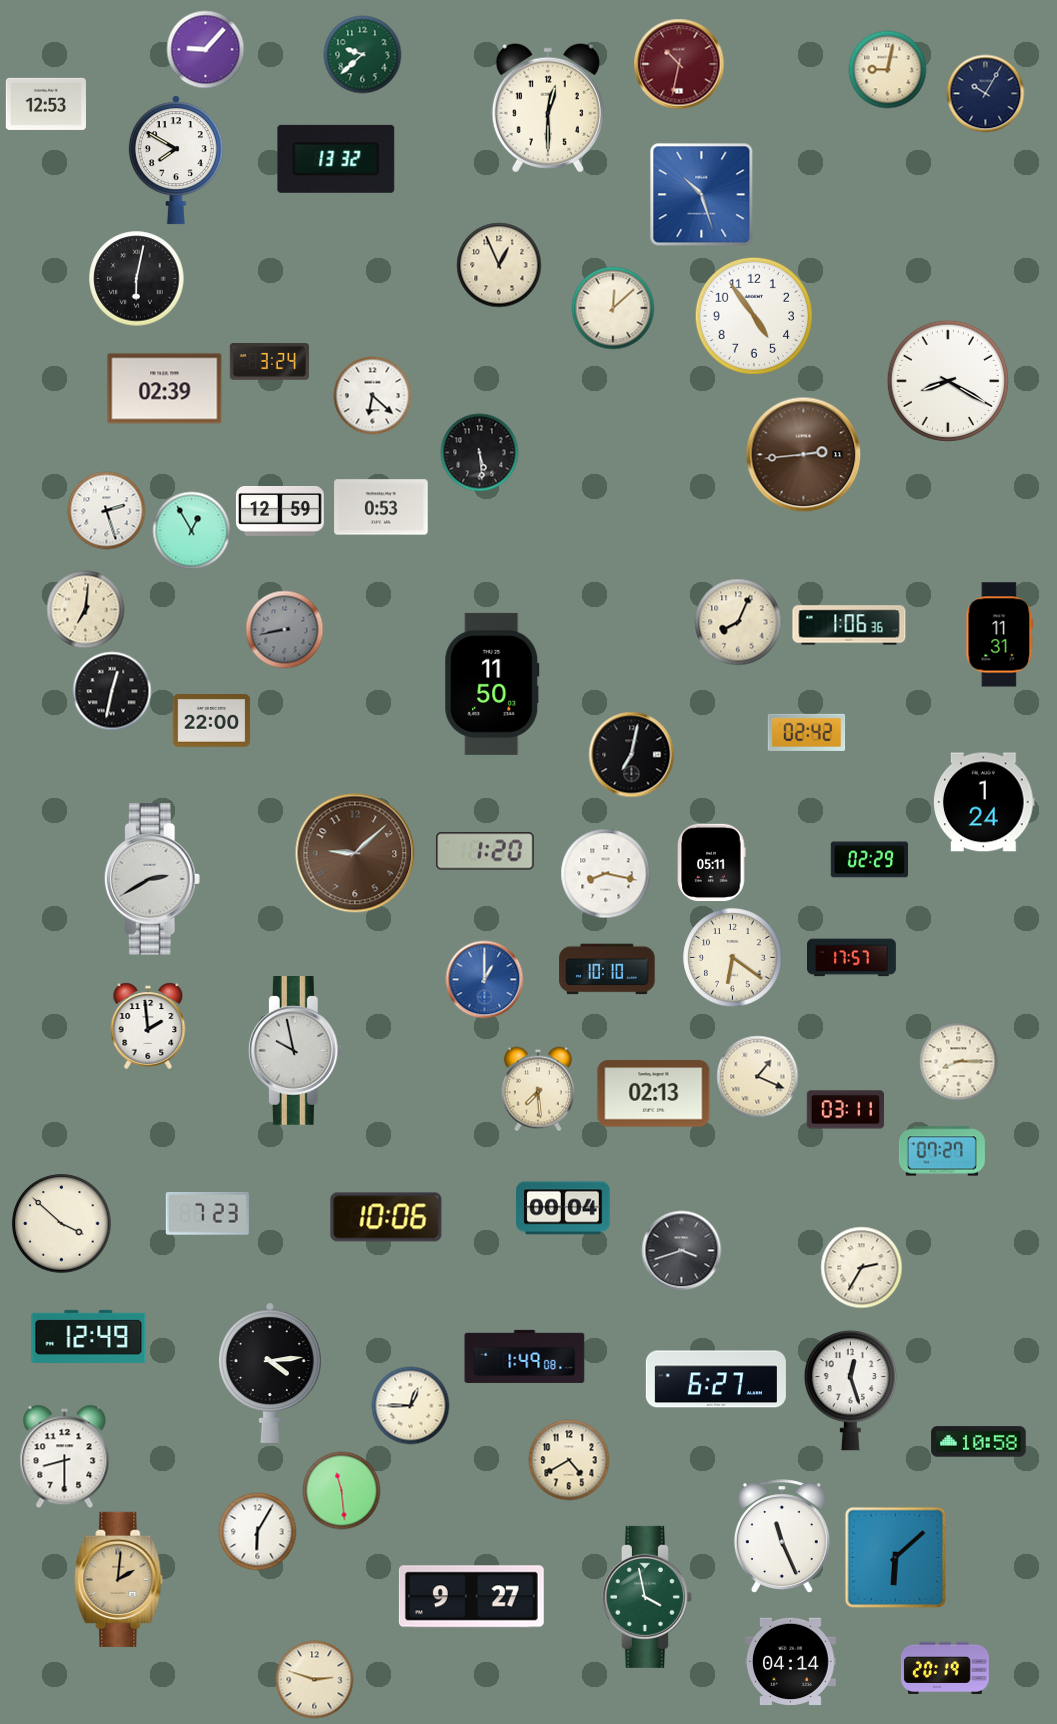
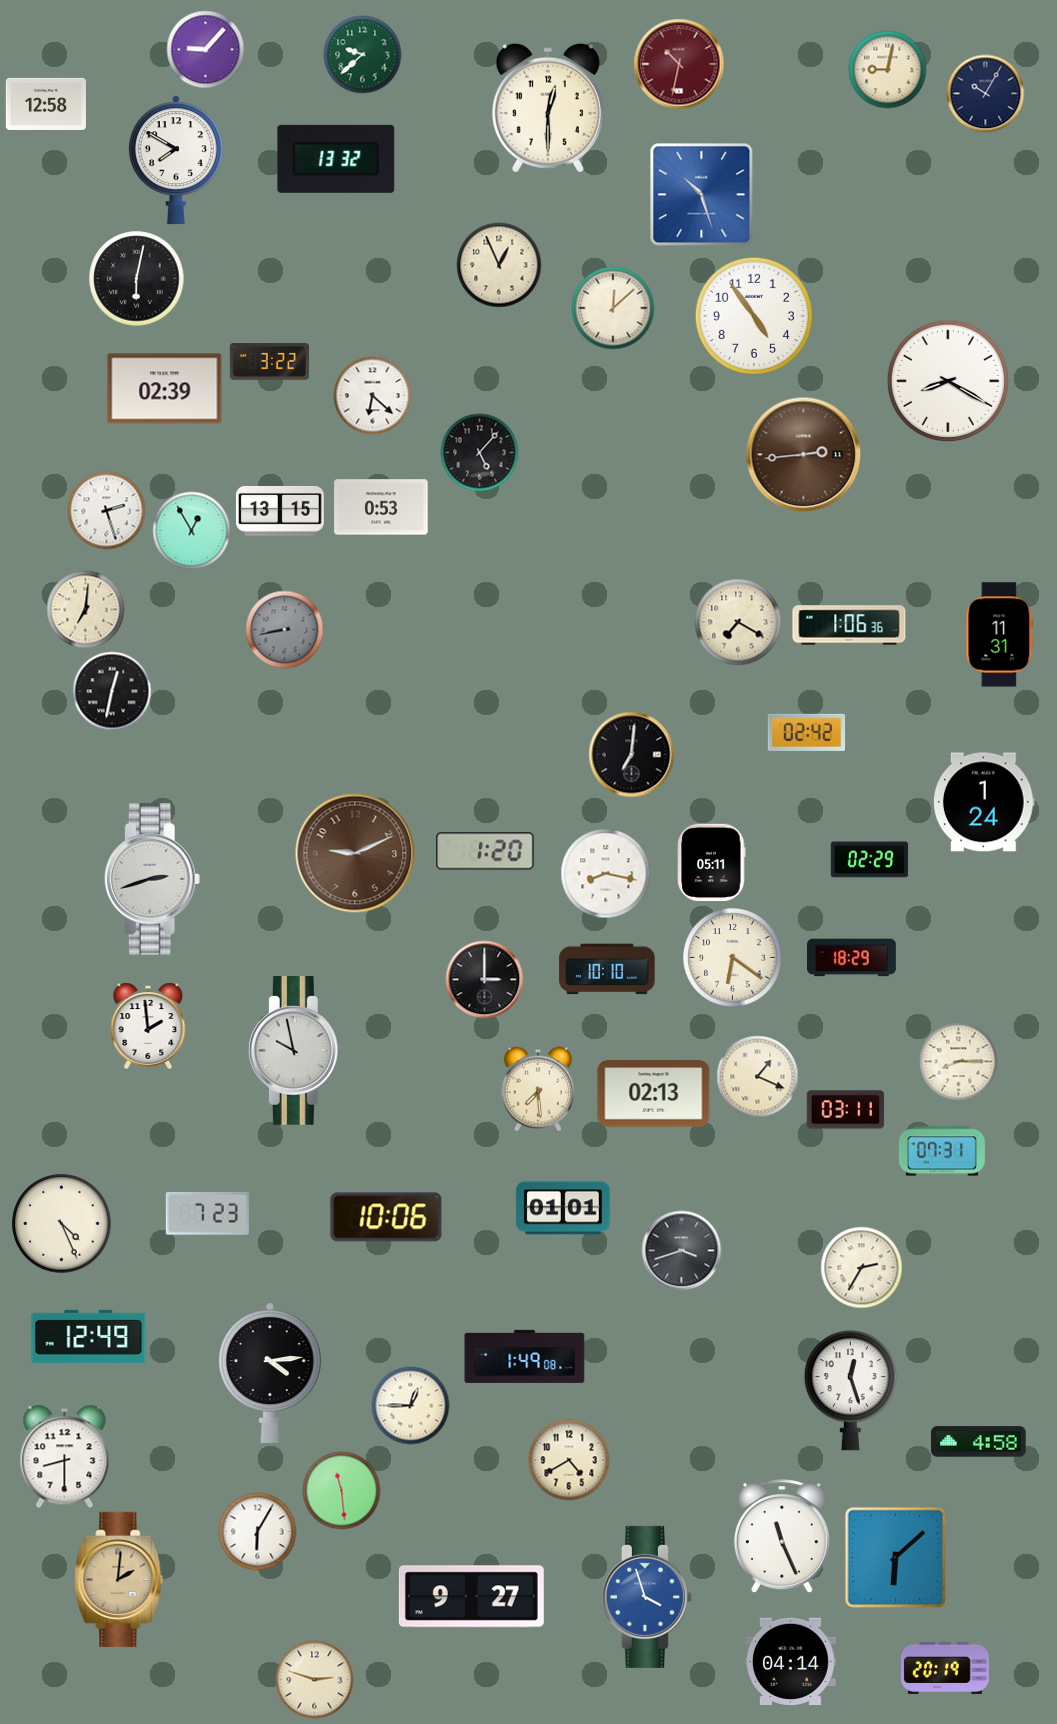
clock at (46, 104): 12:53 -> 12:58
clock at (269, 362): 3:24 -> 3:22
clock at (479, 452): 5:29 -> 5:07
clock at (280, 512): 12:59 -> 13:15
clock at (738, 622): 8:04 -> 7:20
clock at (492, 684): 11:50 -> none
clock at (211, 721): 22:00 -> none
clock at (631, 754): 7:02 -> 7:01
clock at (355, 853): 9:08 -> 9:11
clock at (152, 879): 2:40 -> 2:42
clock at (852, 958): 17:57 -> 18:29
clock at (484, 979): 1:00 -> 3:00
clock at (484, 979) dial: blue -> black
clock at (942, 1151): 07:27 -> 07:31
clock at (563, 1208): 00:04 -> 01:01
clock at (62, 1224): 3:52 -> 4:26
clock at (716, 1379): 6:27 -> none
clock at (979, 1442): 10:58 -> 4:58
clock at (647, 1597): 3:58 -> 3:57
clock at (647, 1597) dial: green -> blue
